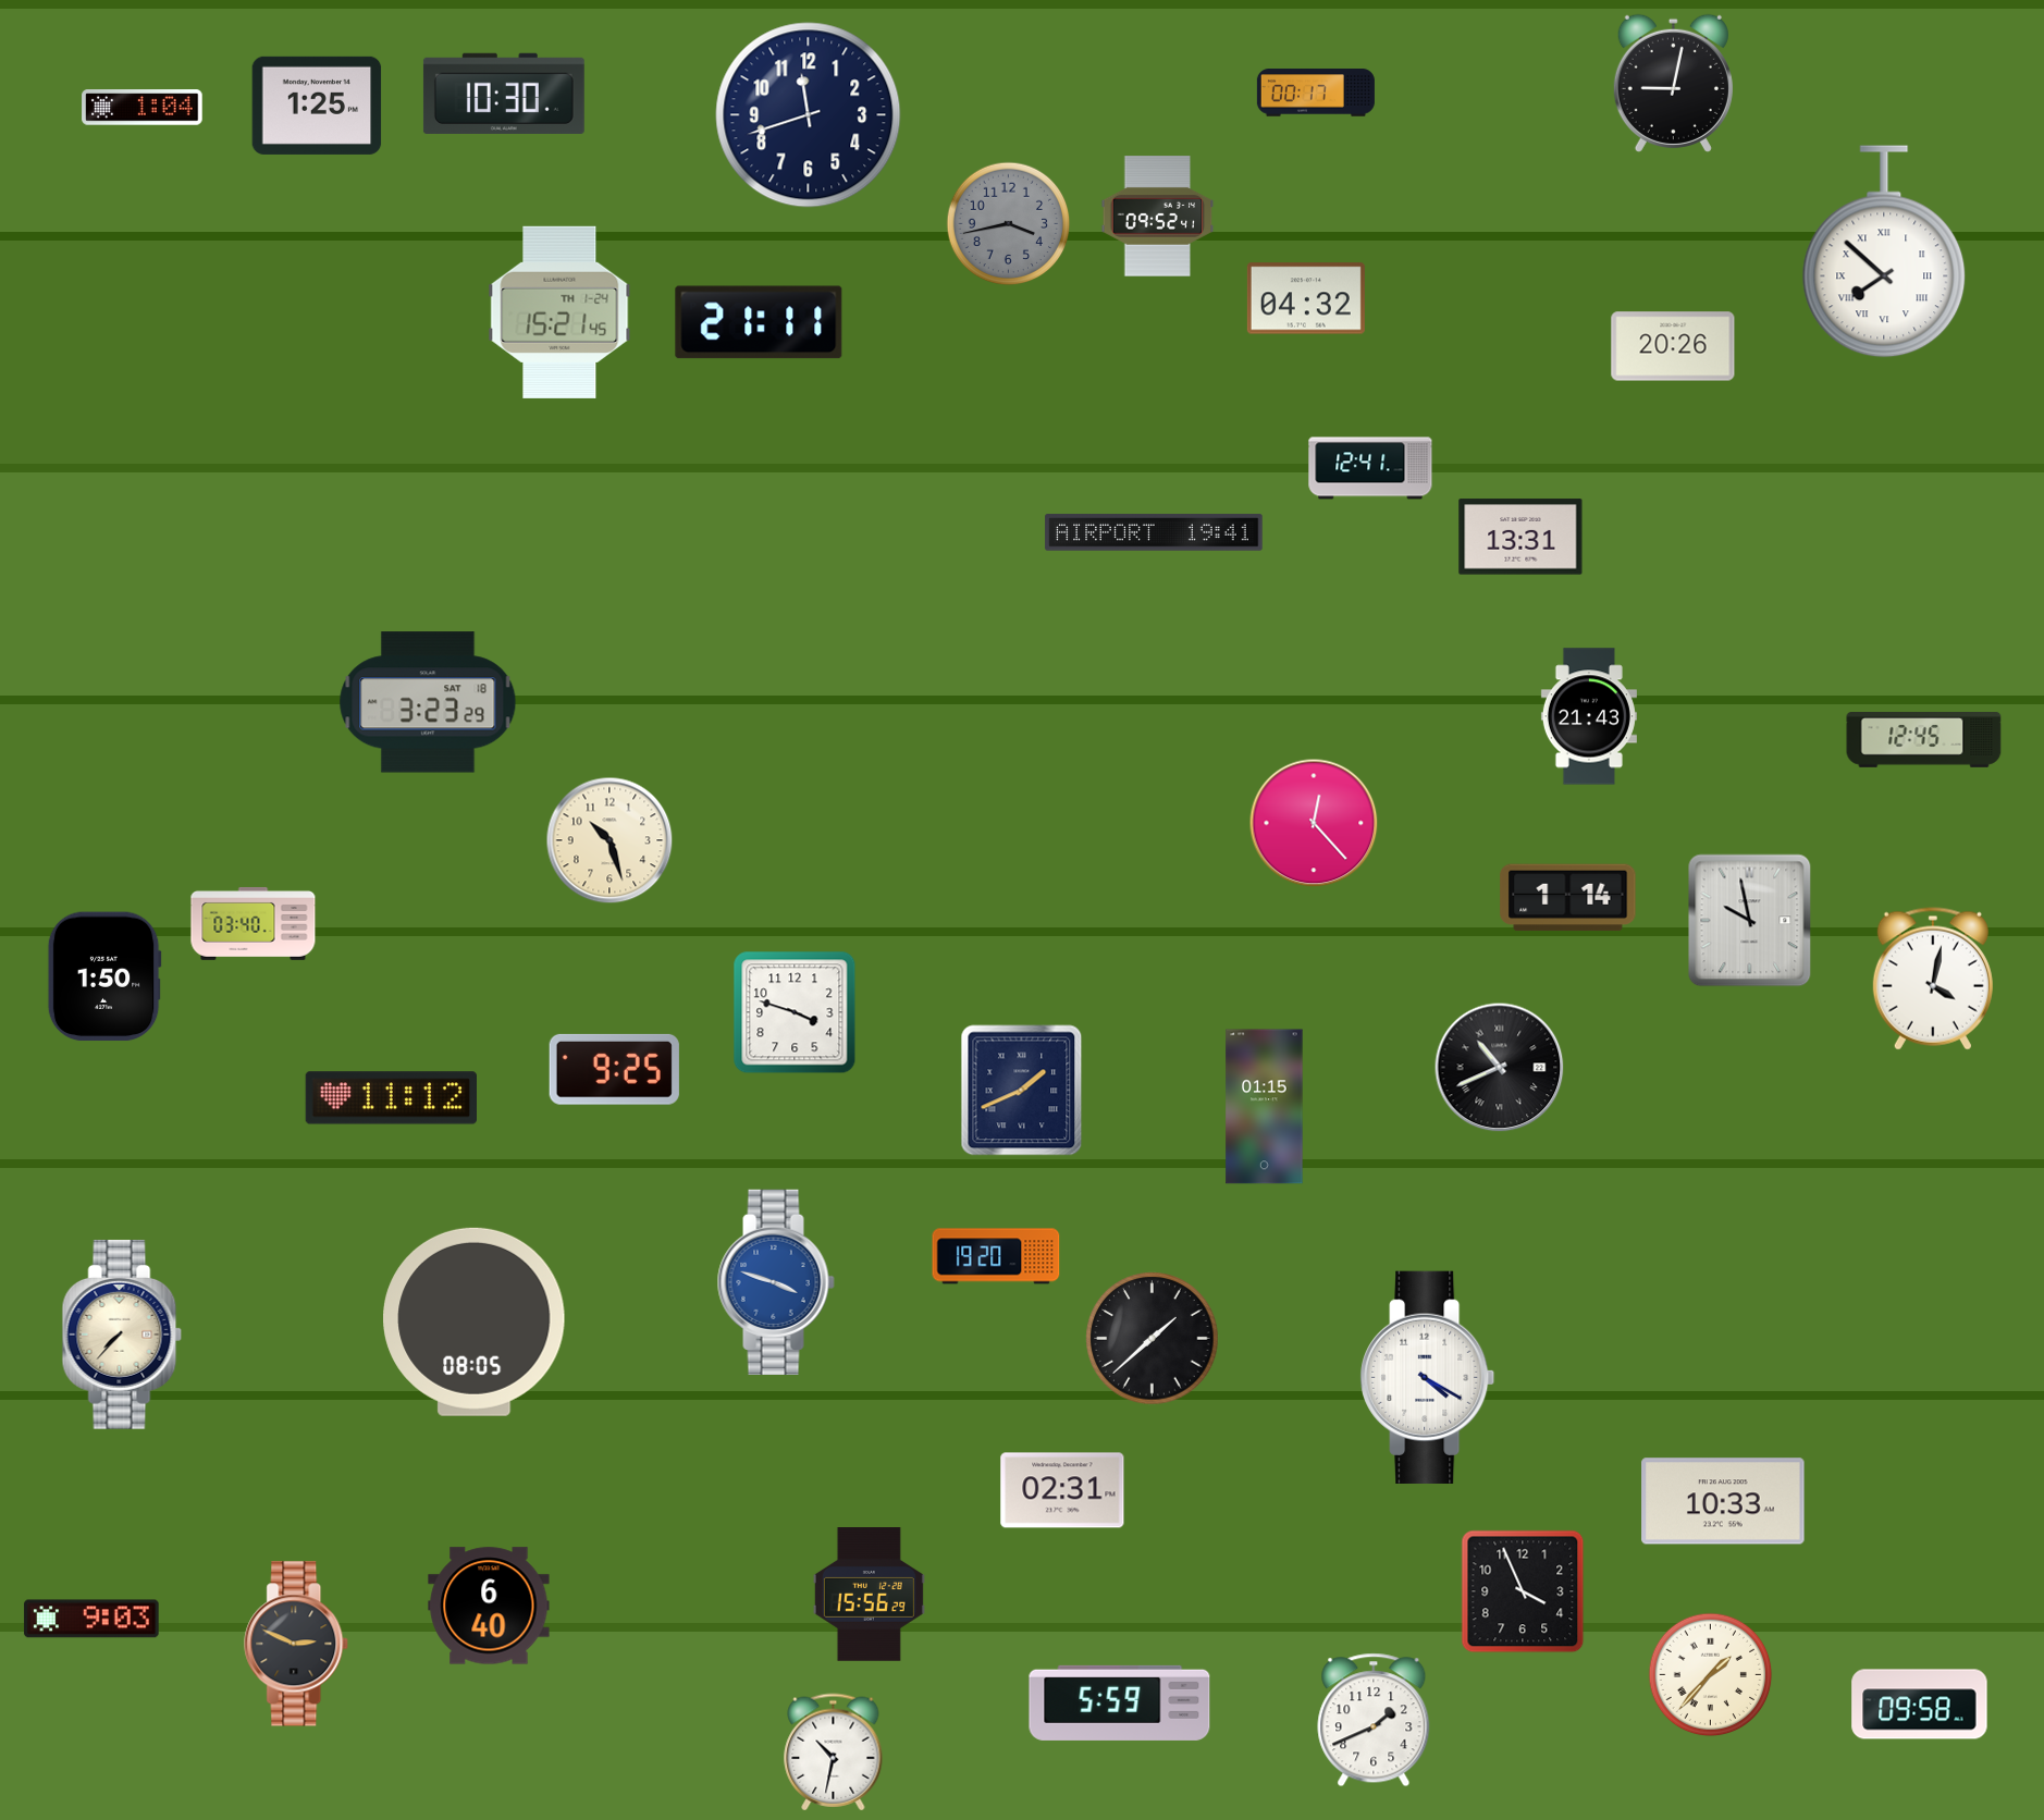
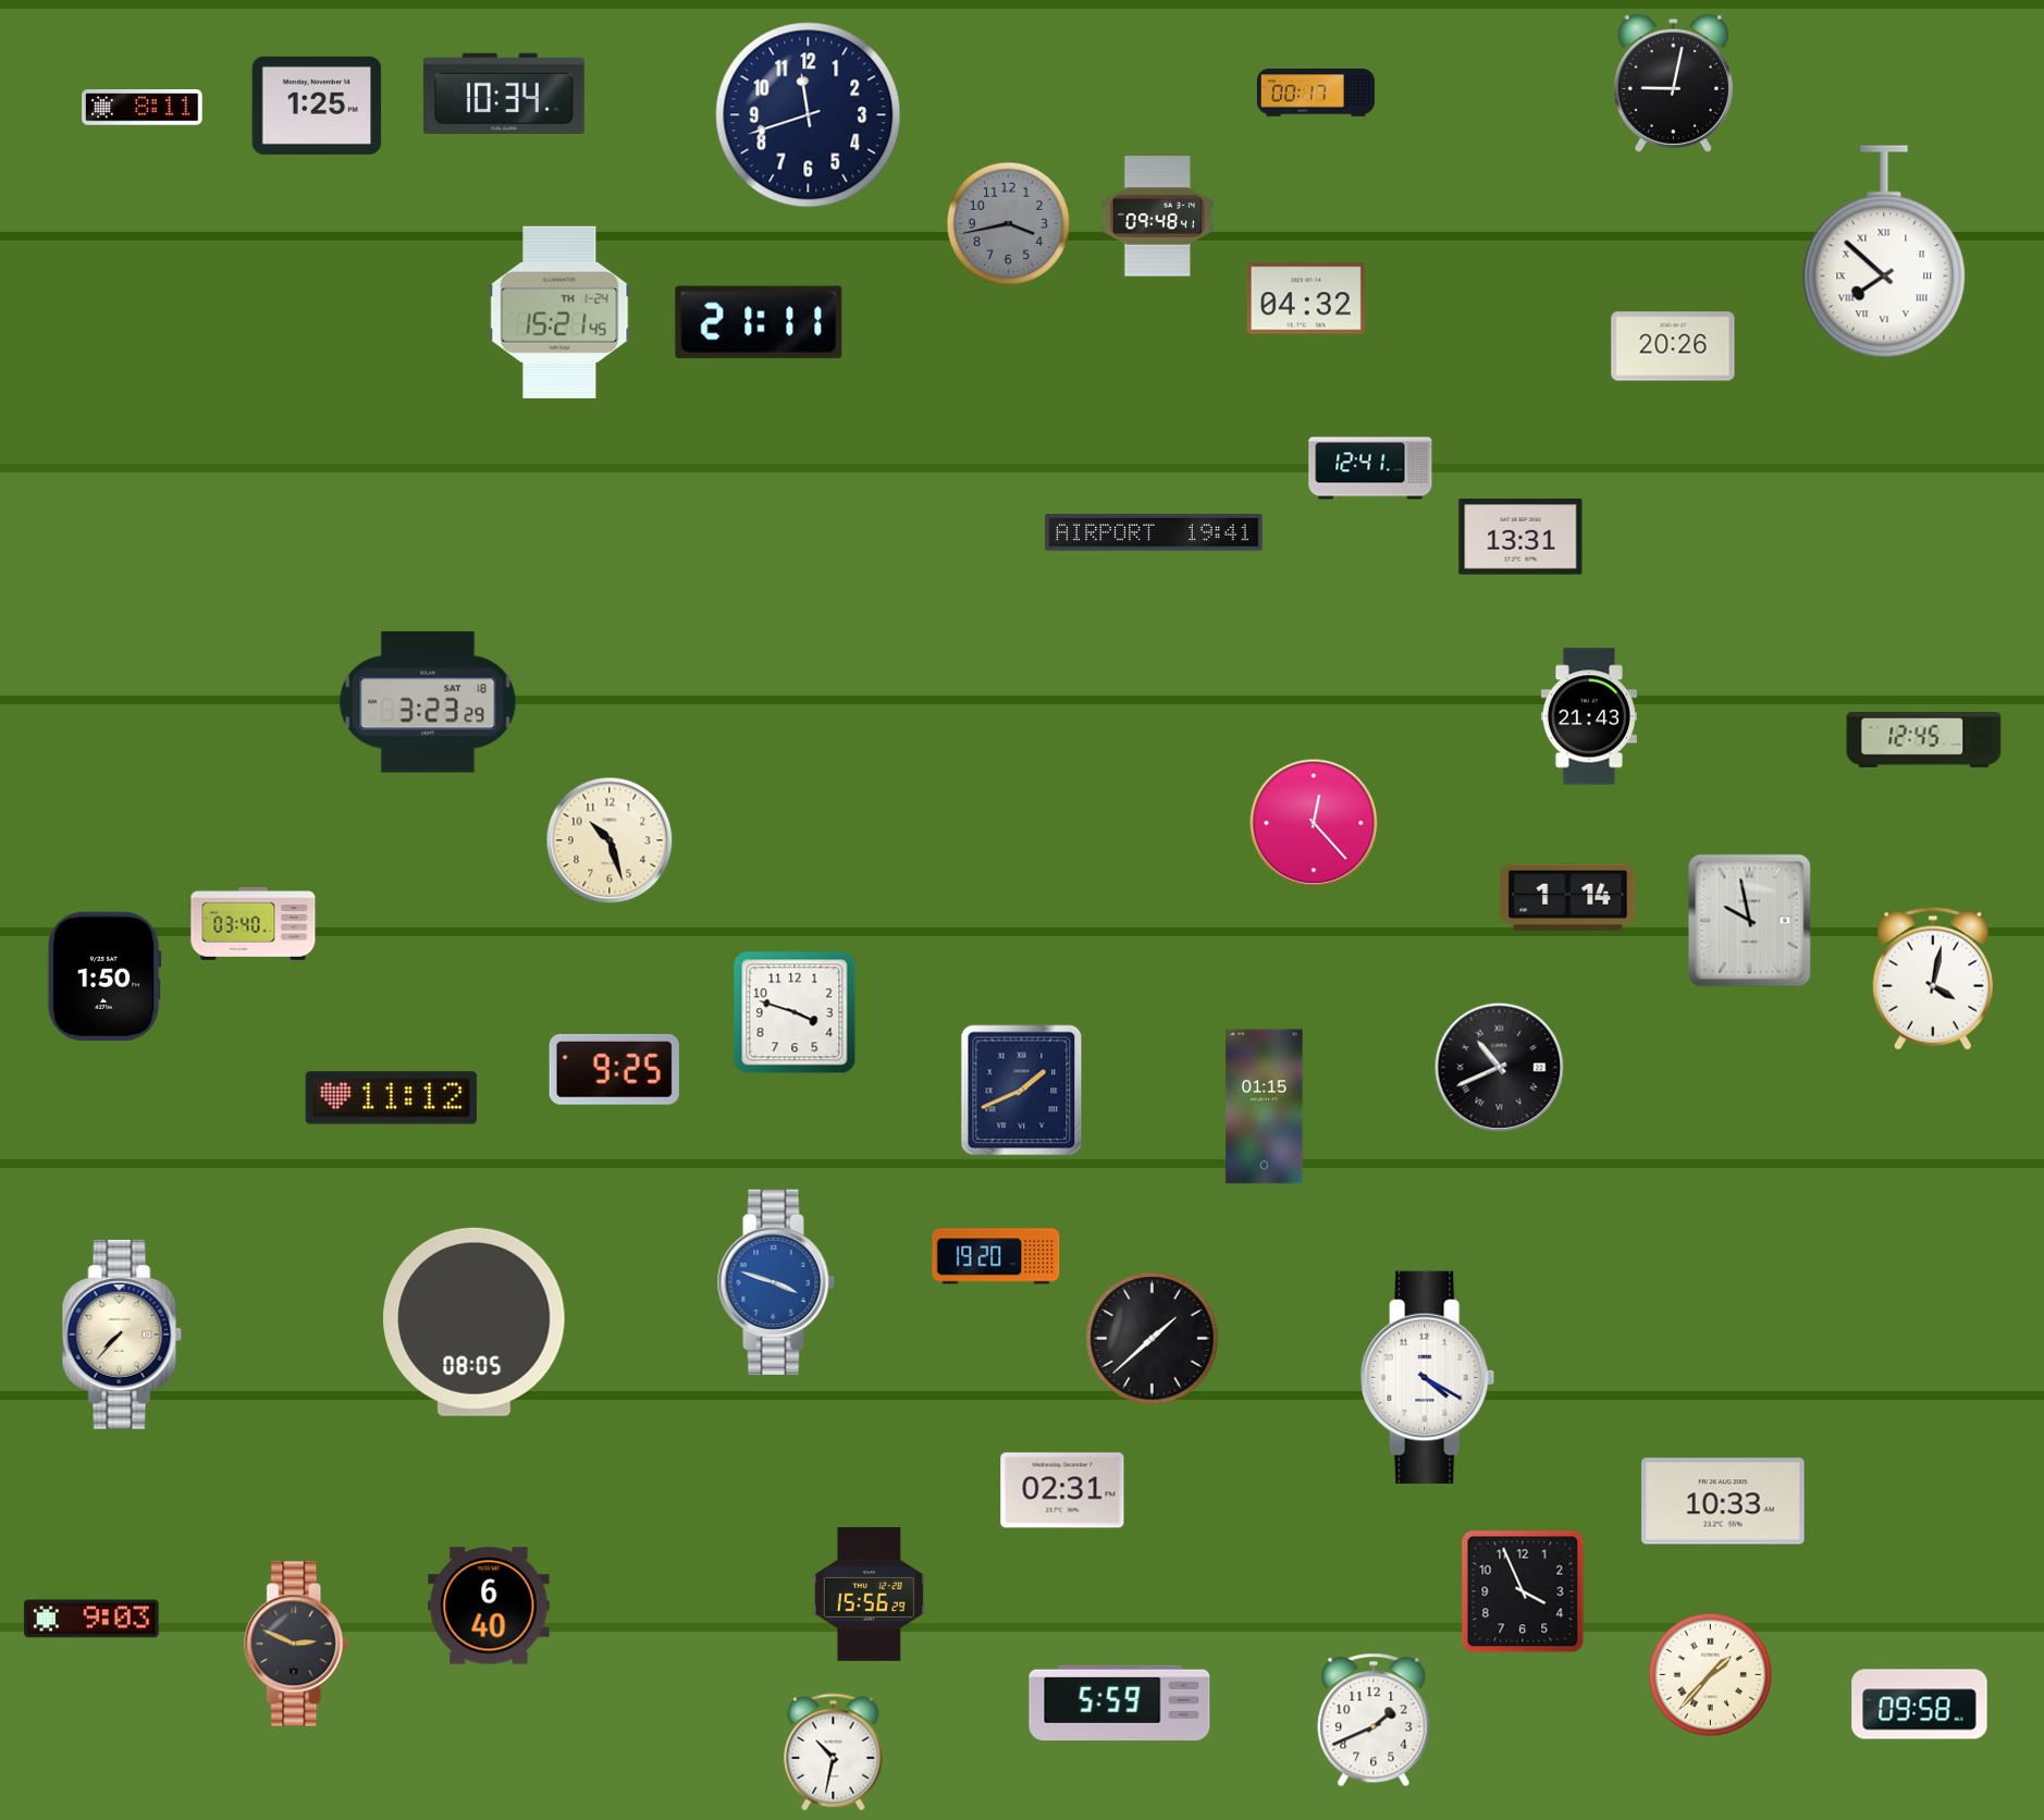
clock at (504, 94): 10:30 -> 10:34
clock at (143, 108): 1:04 -> 8:11
clock at (1158, 217): 09:52 -> 09:48
